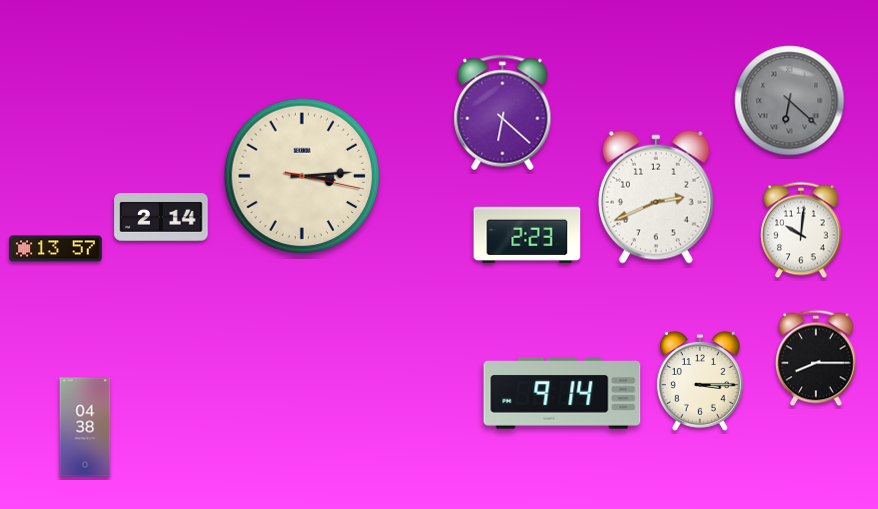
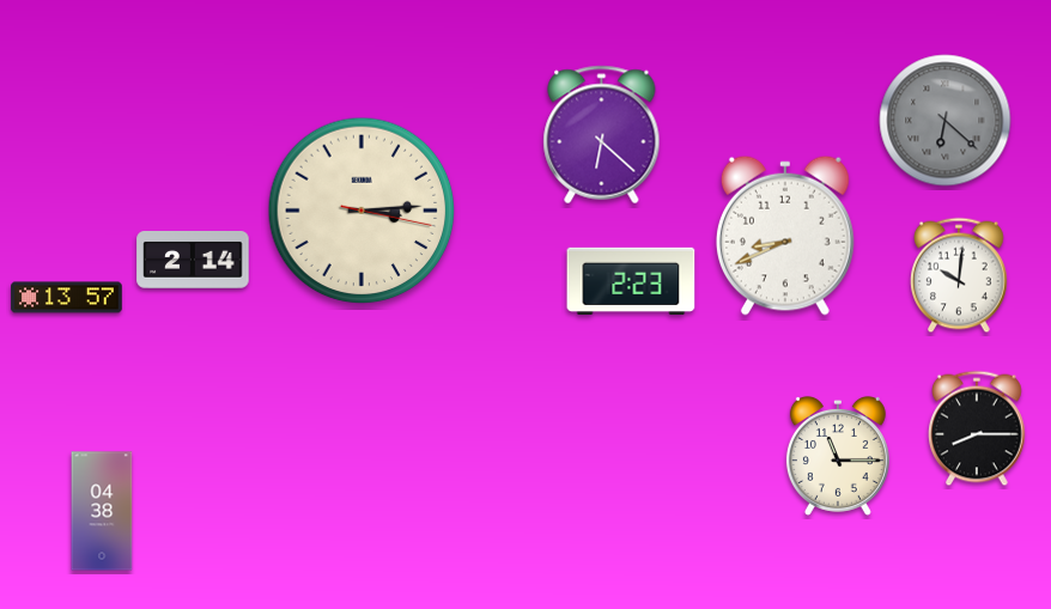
clock at (656, 197): 2:41 -> 8:41
clock at (700, 381): 3:15 -> 11:15
clock at (562, 393): 9:14 -> none
